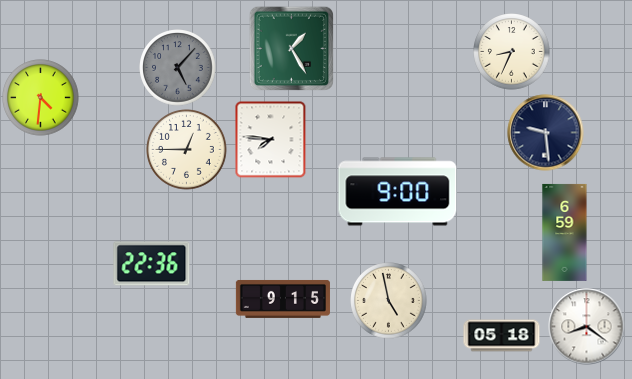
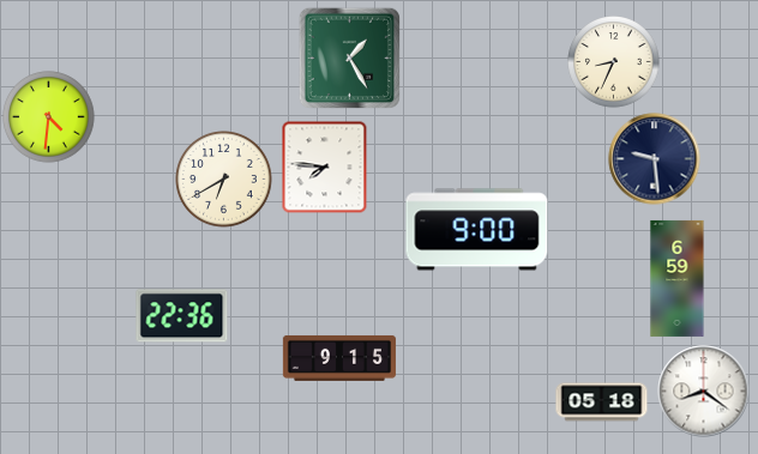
clock at (178, 68): 5:07 -> none
clock at (187, 150): 12:45 -> 6:40
clock at (389, 301): 4:58 -> none
